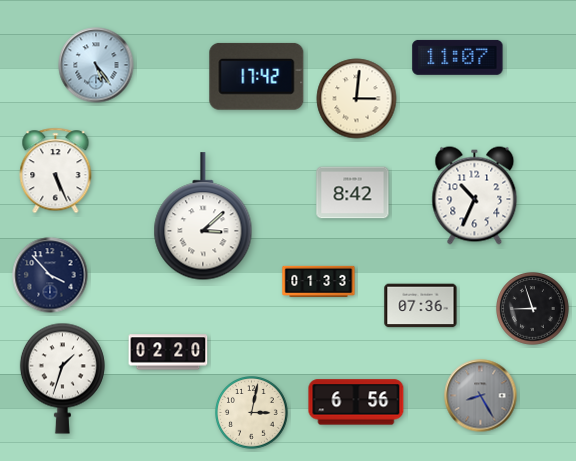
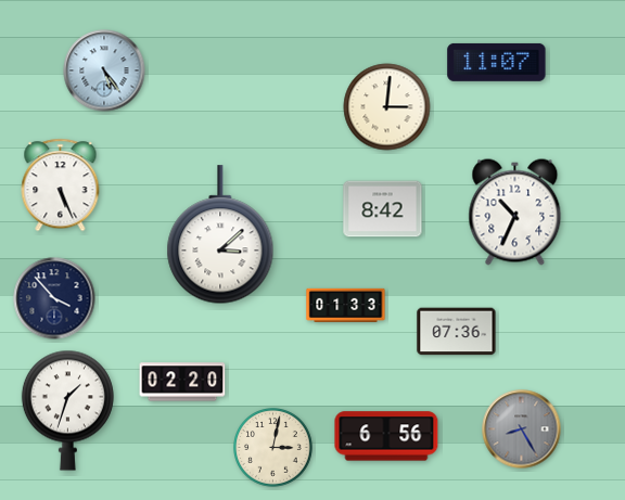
clock at (257, 76): 17:42 -> none
clock at (533, 309): 8:57 -> none
